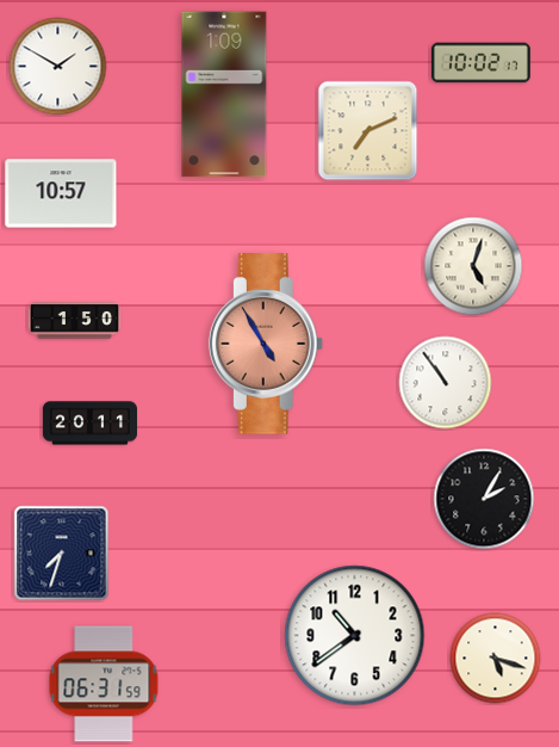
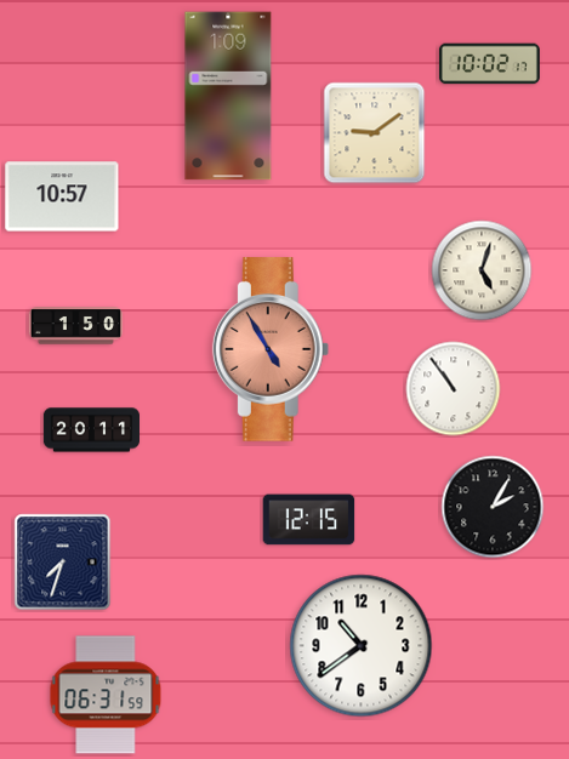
clock at (58, 67): 1:50 -> none
clock at (368, 131): 7:11 -> 9:09
clock at (309, 520): none -> 12:15
clock at (496, 659): 5:18 -> none
